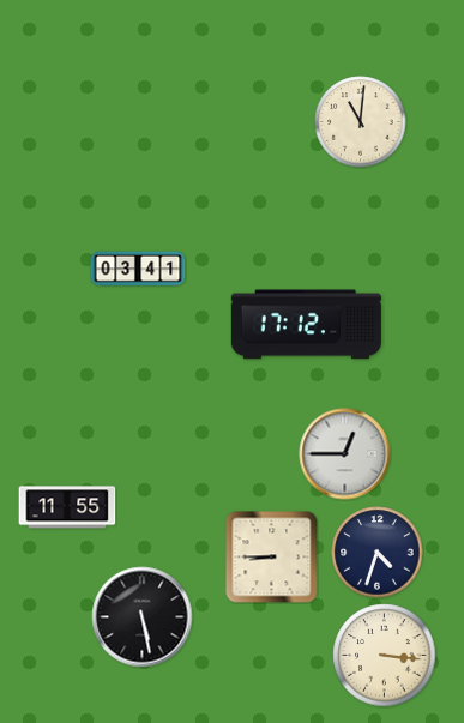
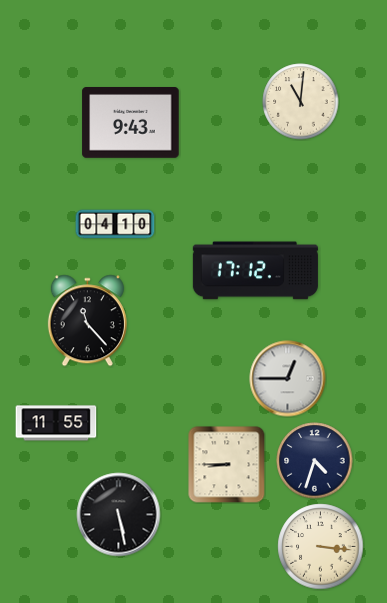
clock at (131, 123): none -> 9:43
clock at (138, 269): 03:41 -> 04:10
clock at (87, 321): none -> 11:23
